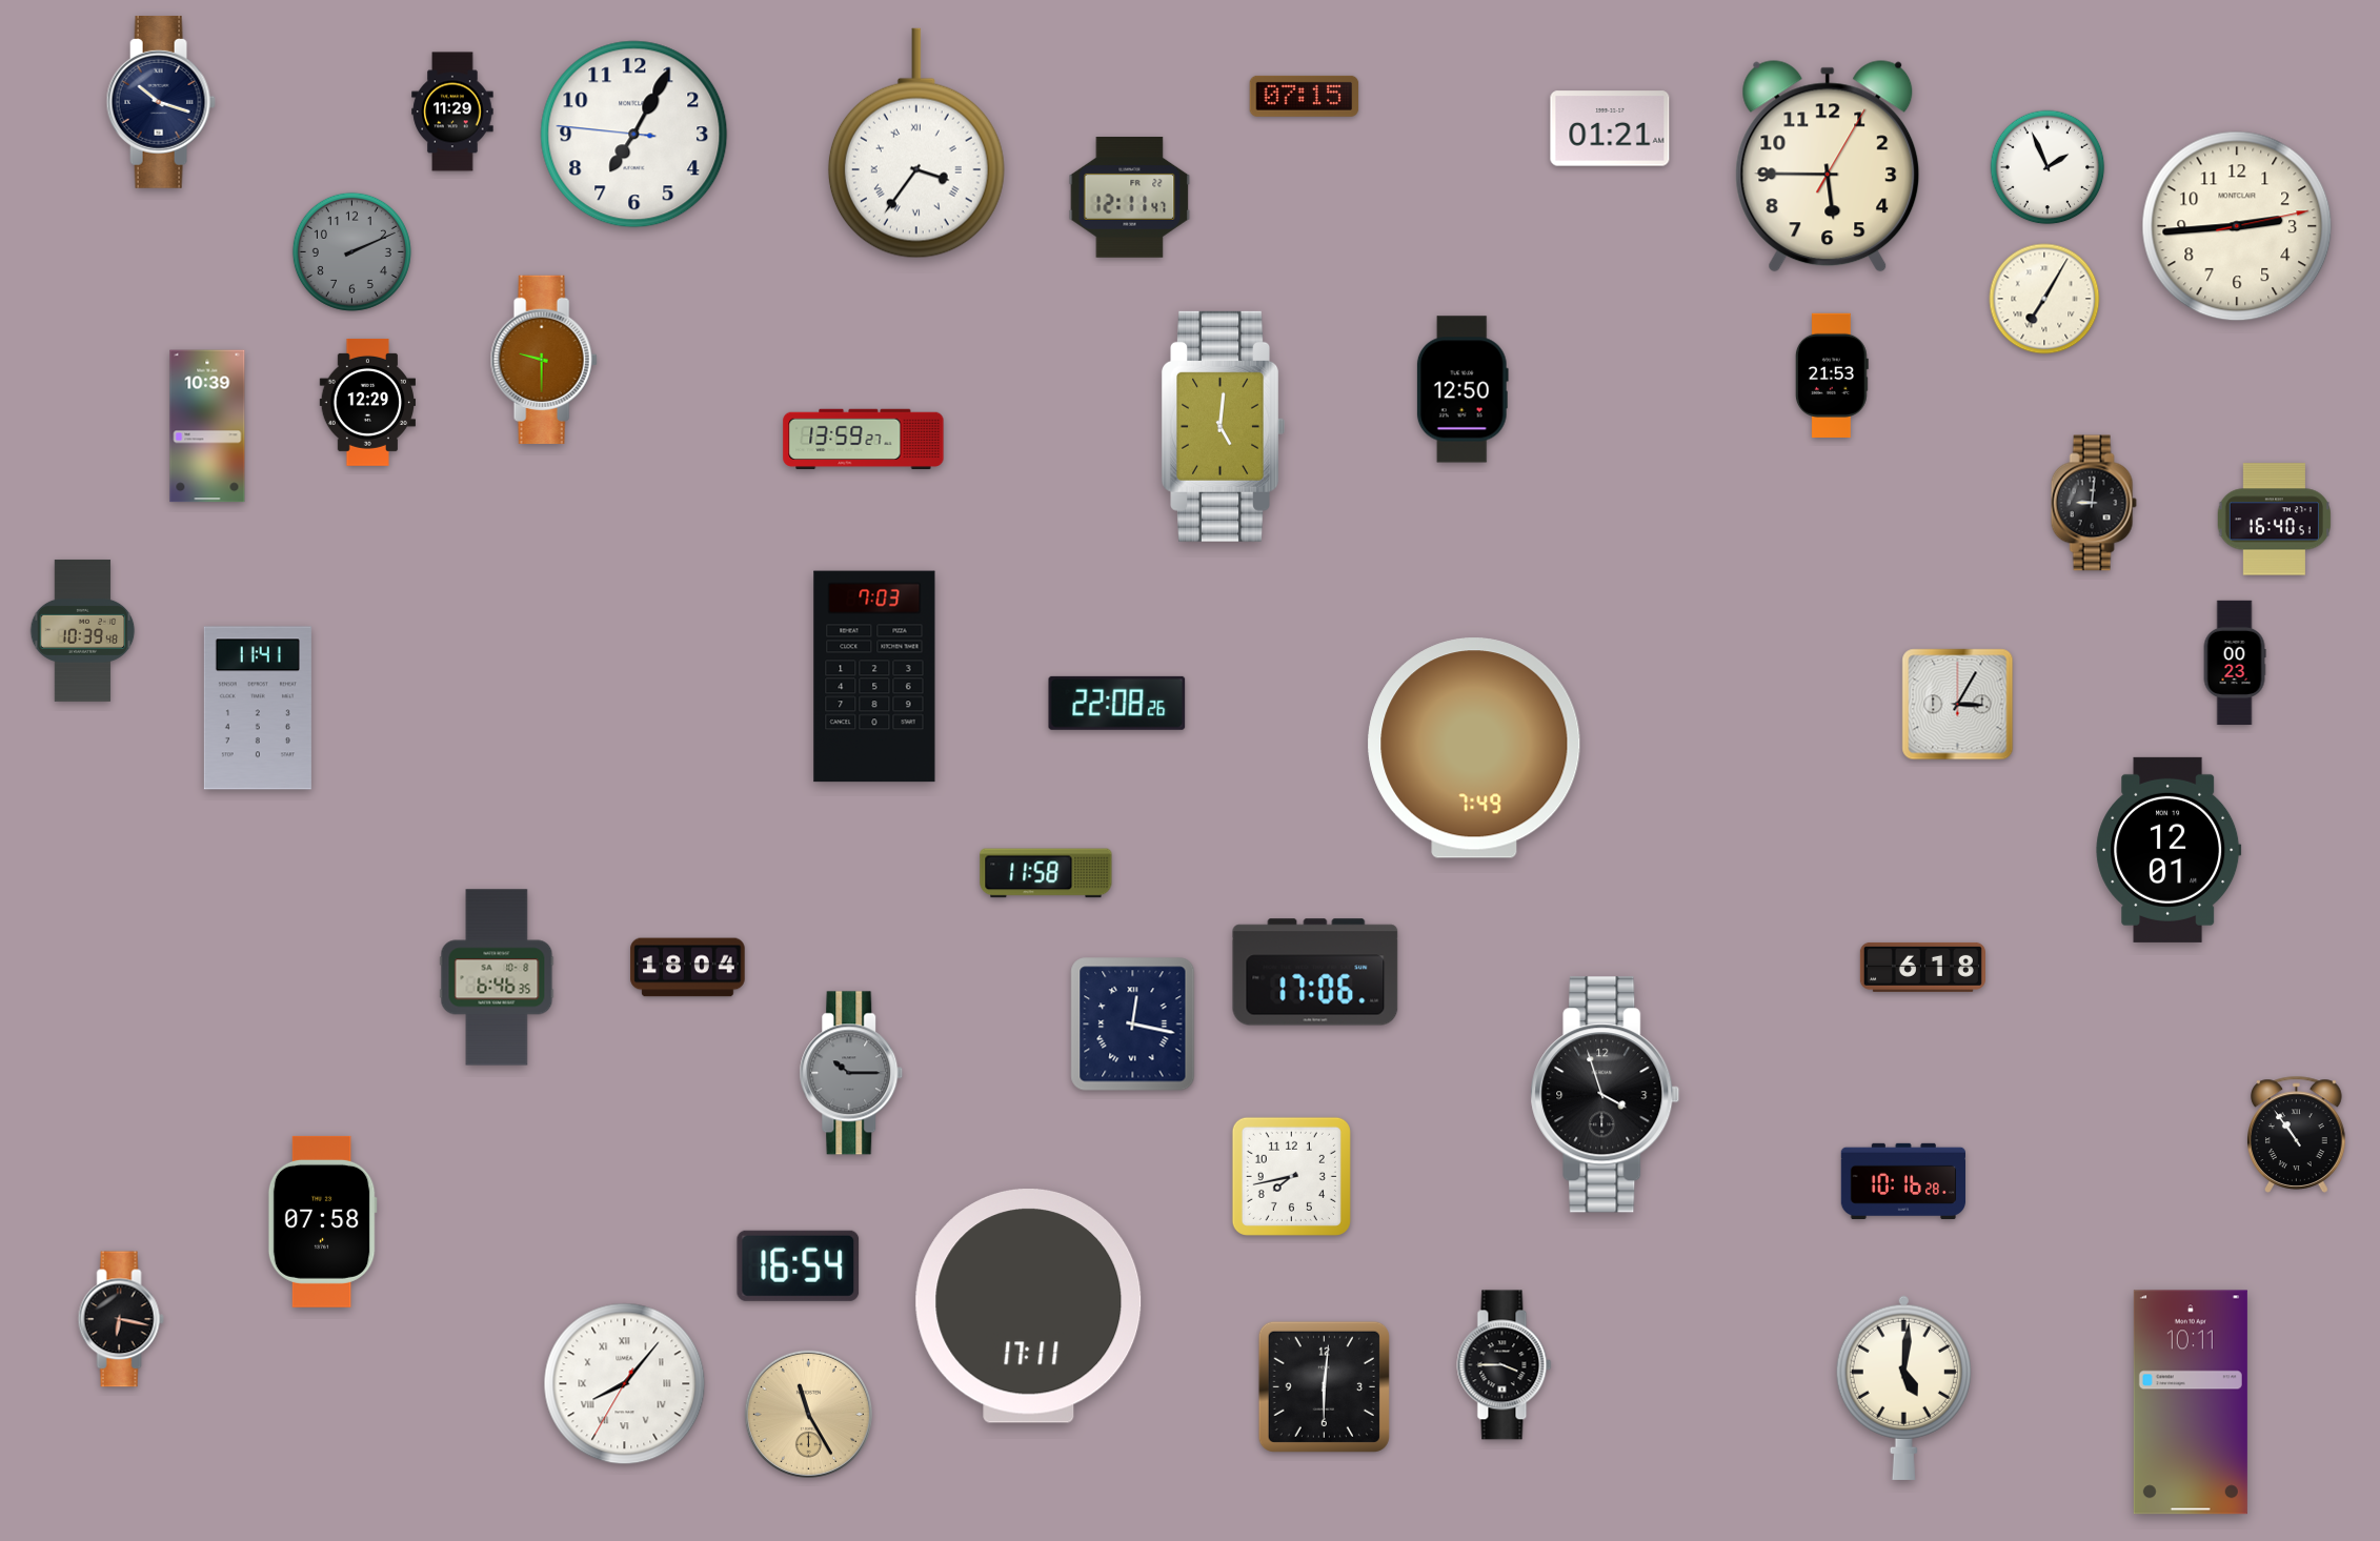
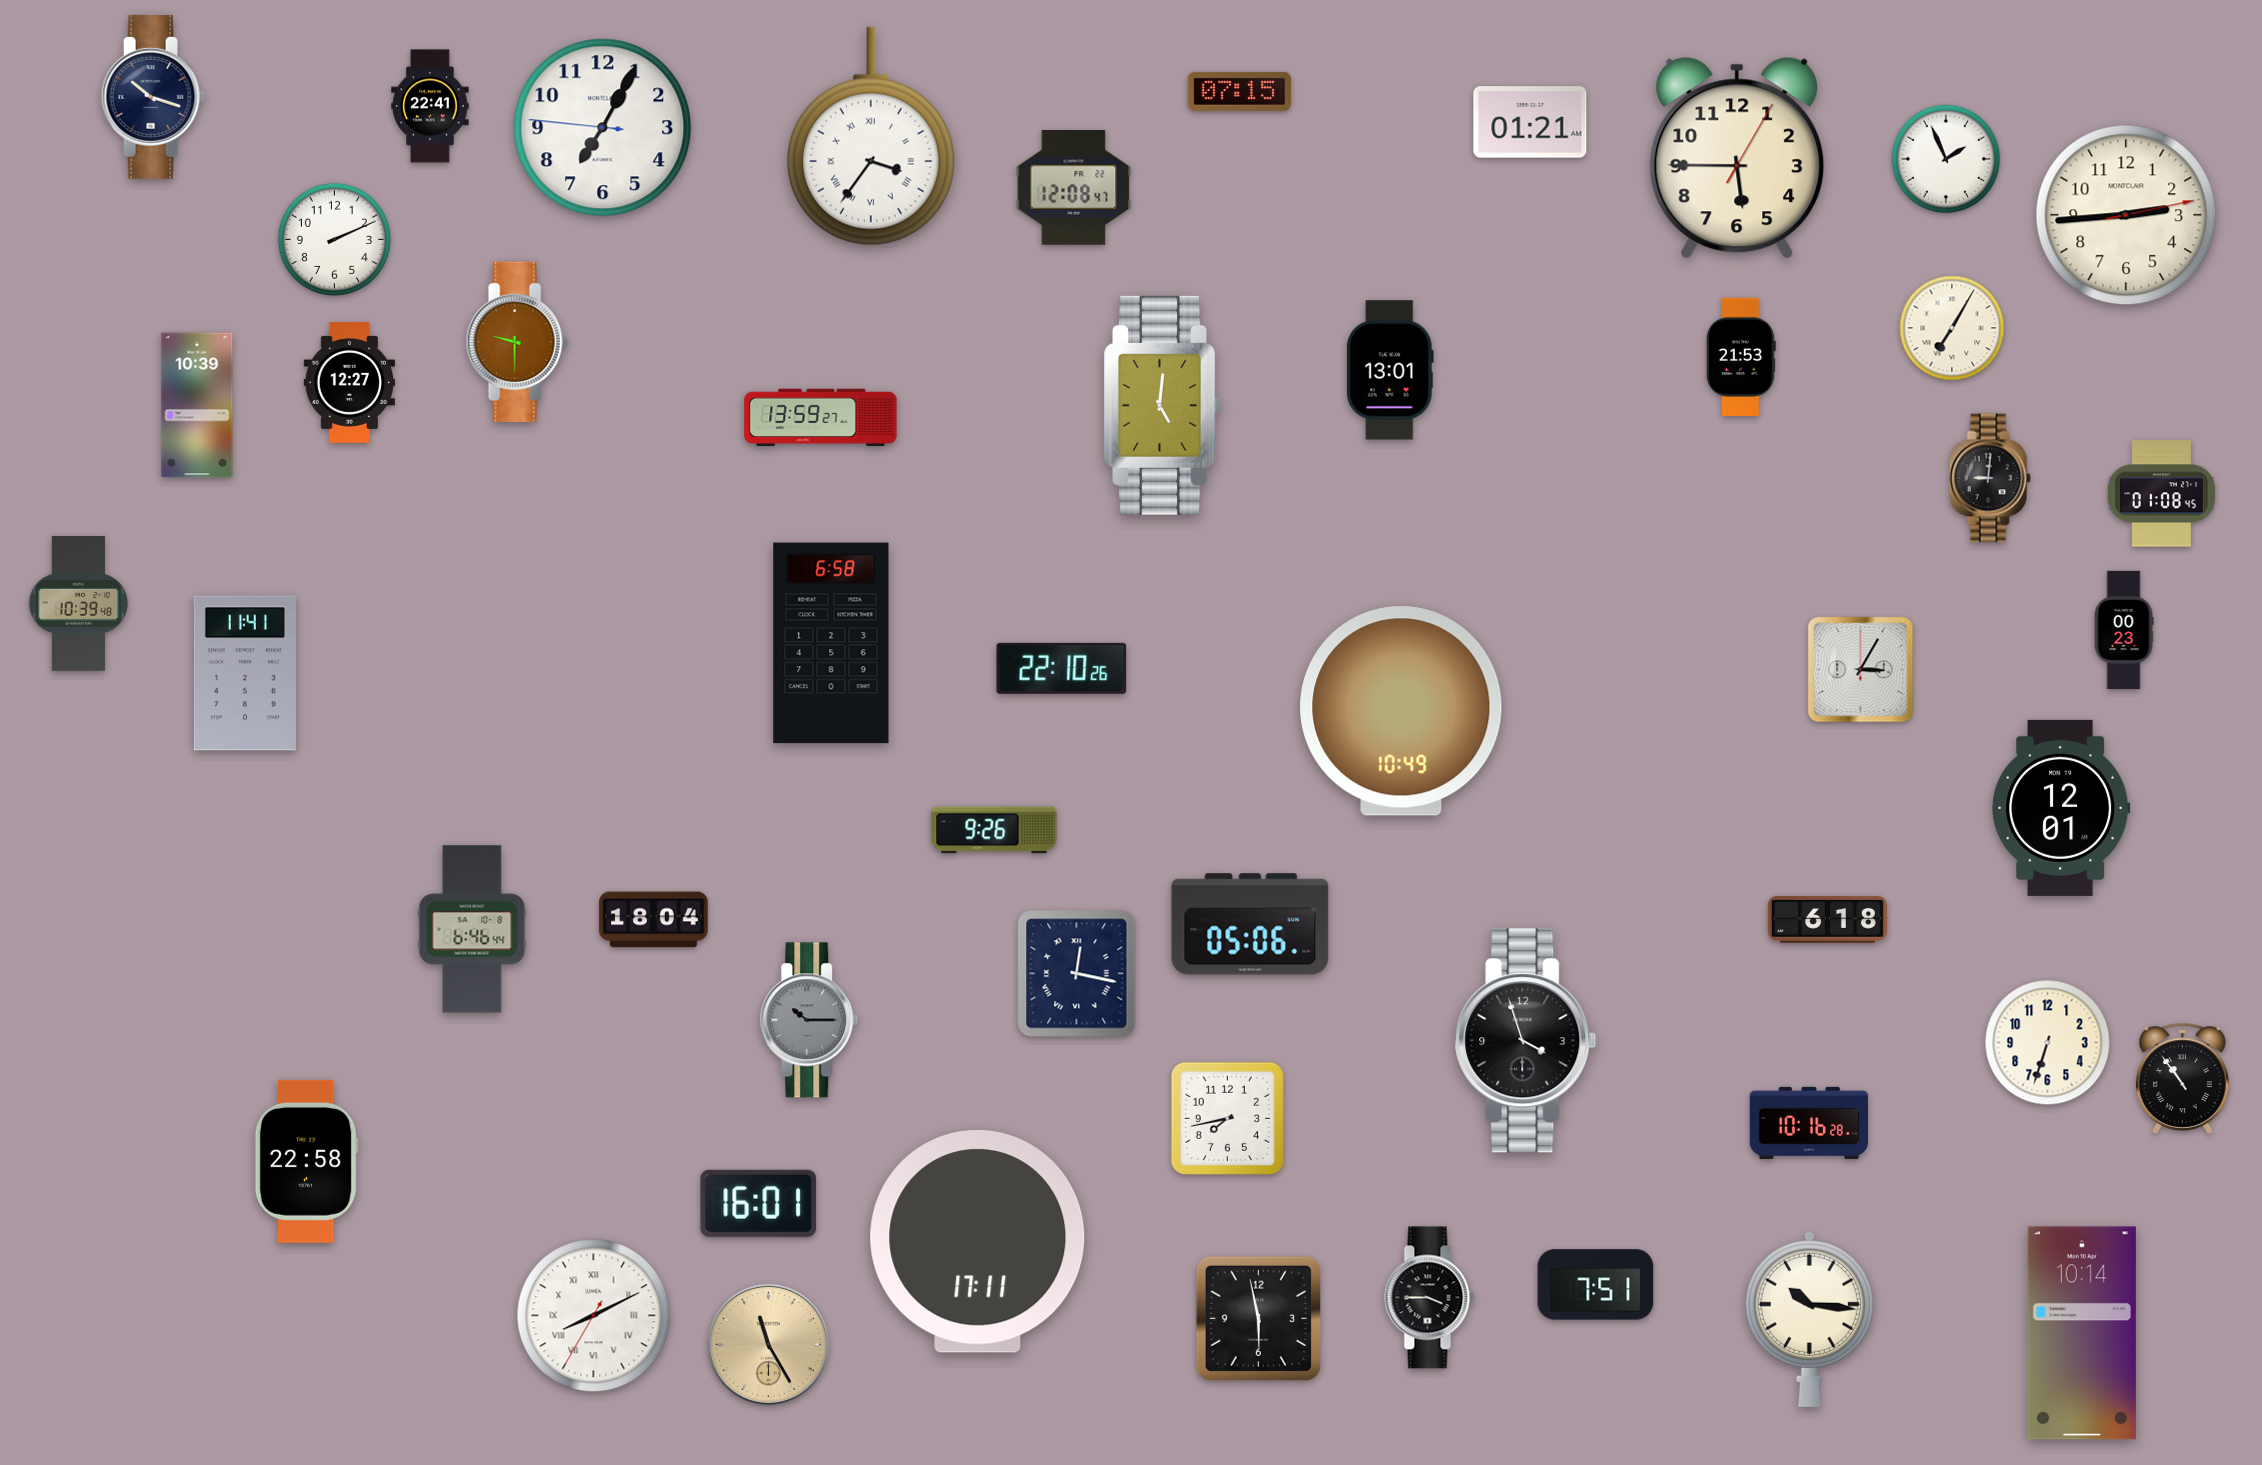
clock at (452, 111): 11:29 -> 22:41
clock at (1130, 198): 12:11 -> 12:08
clock at (351, 251) dial: grey -> white
clock at (2044, 299) position: (2044, 299) -> (1952, 328)
clock at (1463, 389): 12:50 -> 13:01
clock at (367, 402): 12:29 -> 12:27
clock at (2274, 520): 16:40 -> 01:08
clock at (83, 630) position: (83, 630) -> (79, 603)
clock at (874, 676): 7:03 -> 6:58
clock at (1117, 703): 22:08 -> 22:10
clock at (1474, 748): 7:49 -> 10:49
clock at (1046, 873): 11:58 -> 9:26
clock at (1315, 972): 17:06 -> 05:06
clock at (497, 977): 6:46:35 -> 6:46:44
clock at (2048, 1043): none -> 6:33
clock at (322, 1221): 07:58 -> 22:58
clock at (799, 1265): 16:54 -> 16:01
clock at (121, 1319): 6:17 -> none
clock at (1596, 1285): none -> 7:51
clock at (625, 1384): 8:06 -> 8:10
clock at (1324, 1386): 6:01 -> 5:58
clock at (1903, 1387): 5:01 -> 10:16
clock at (2191, 1402): 10:11 -> 10:14
